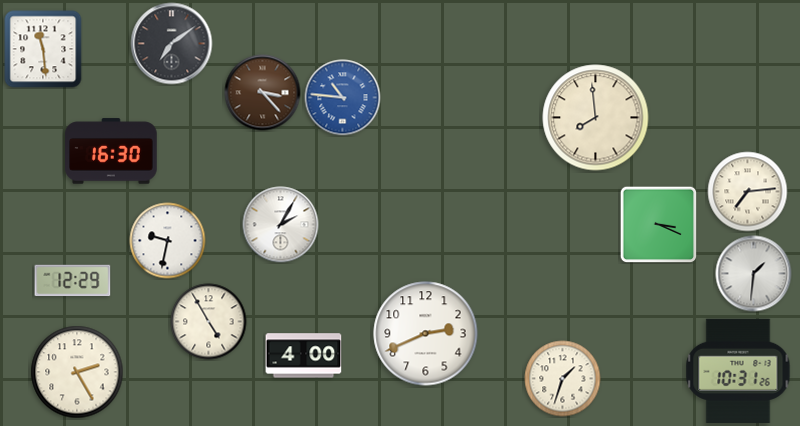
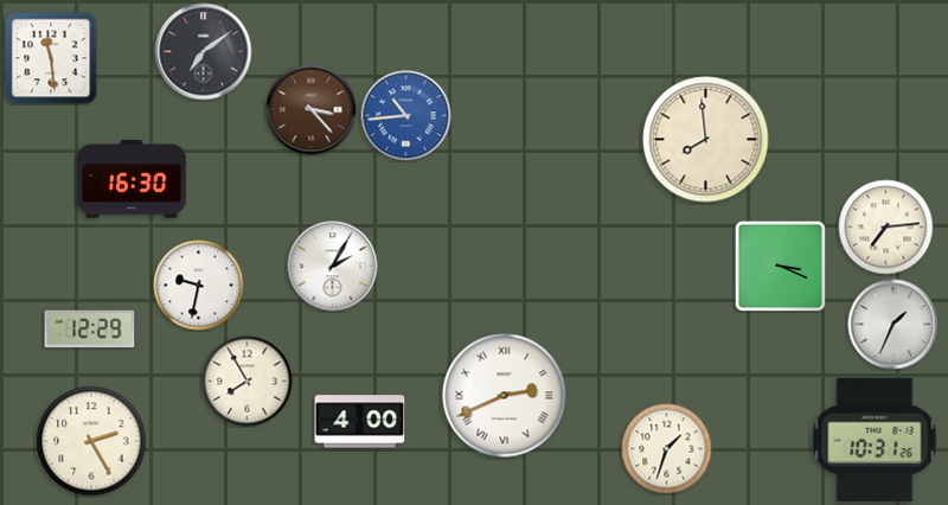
clock at (343, 98): 10:46 -> 10:44
clock at (754, 274): 1:31 -> 1:34
clock at (73, 281) position: (73, 281) -> (90, 330)
clock at (209, 322): 4:55 -> 7:55
clock at (426, 334) numerals: Arabic -> Roman
